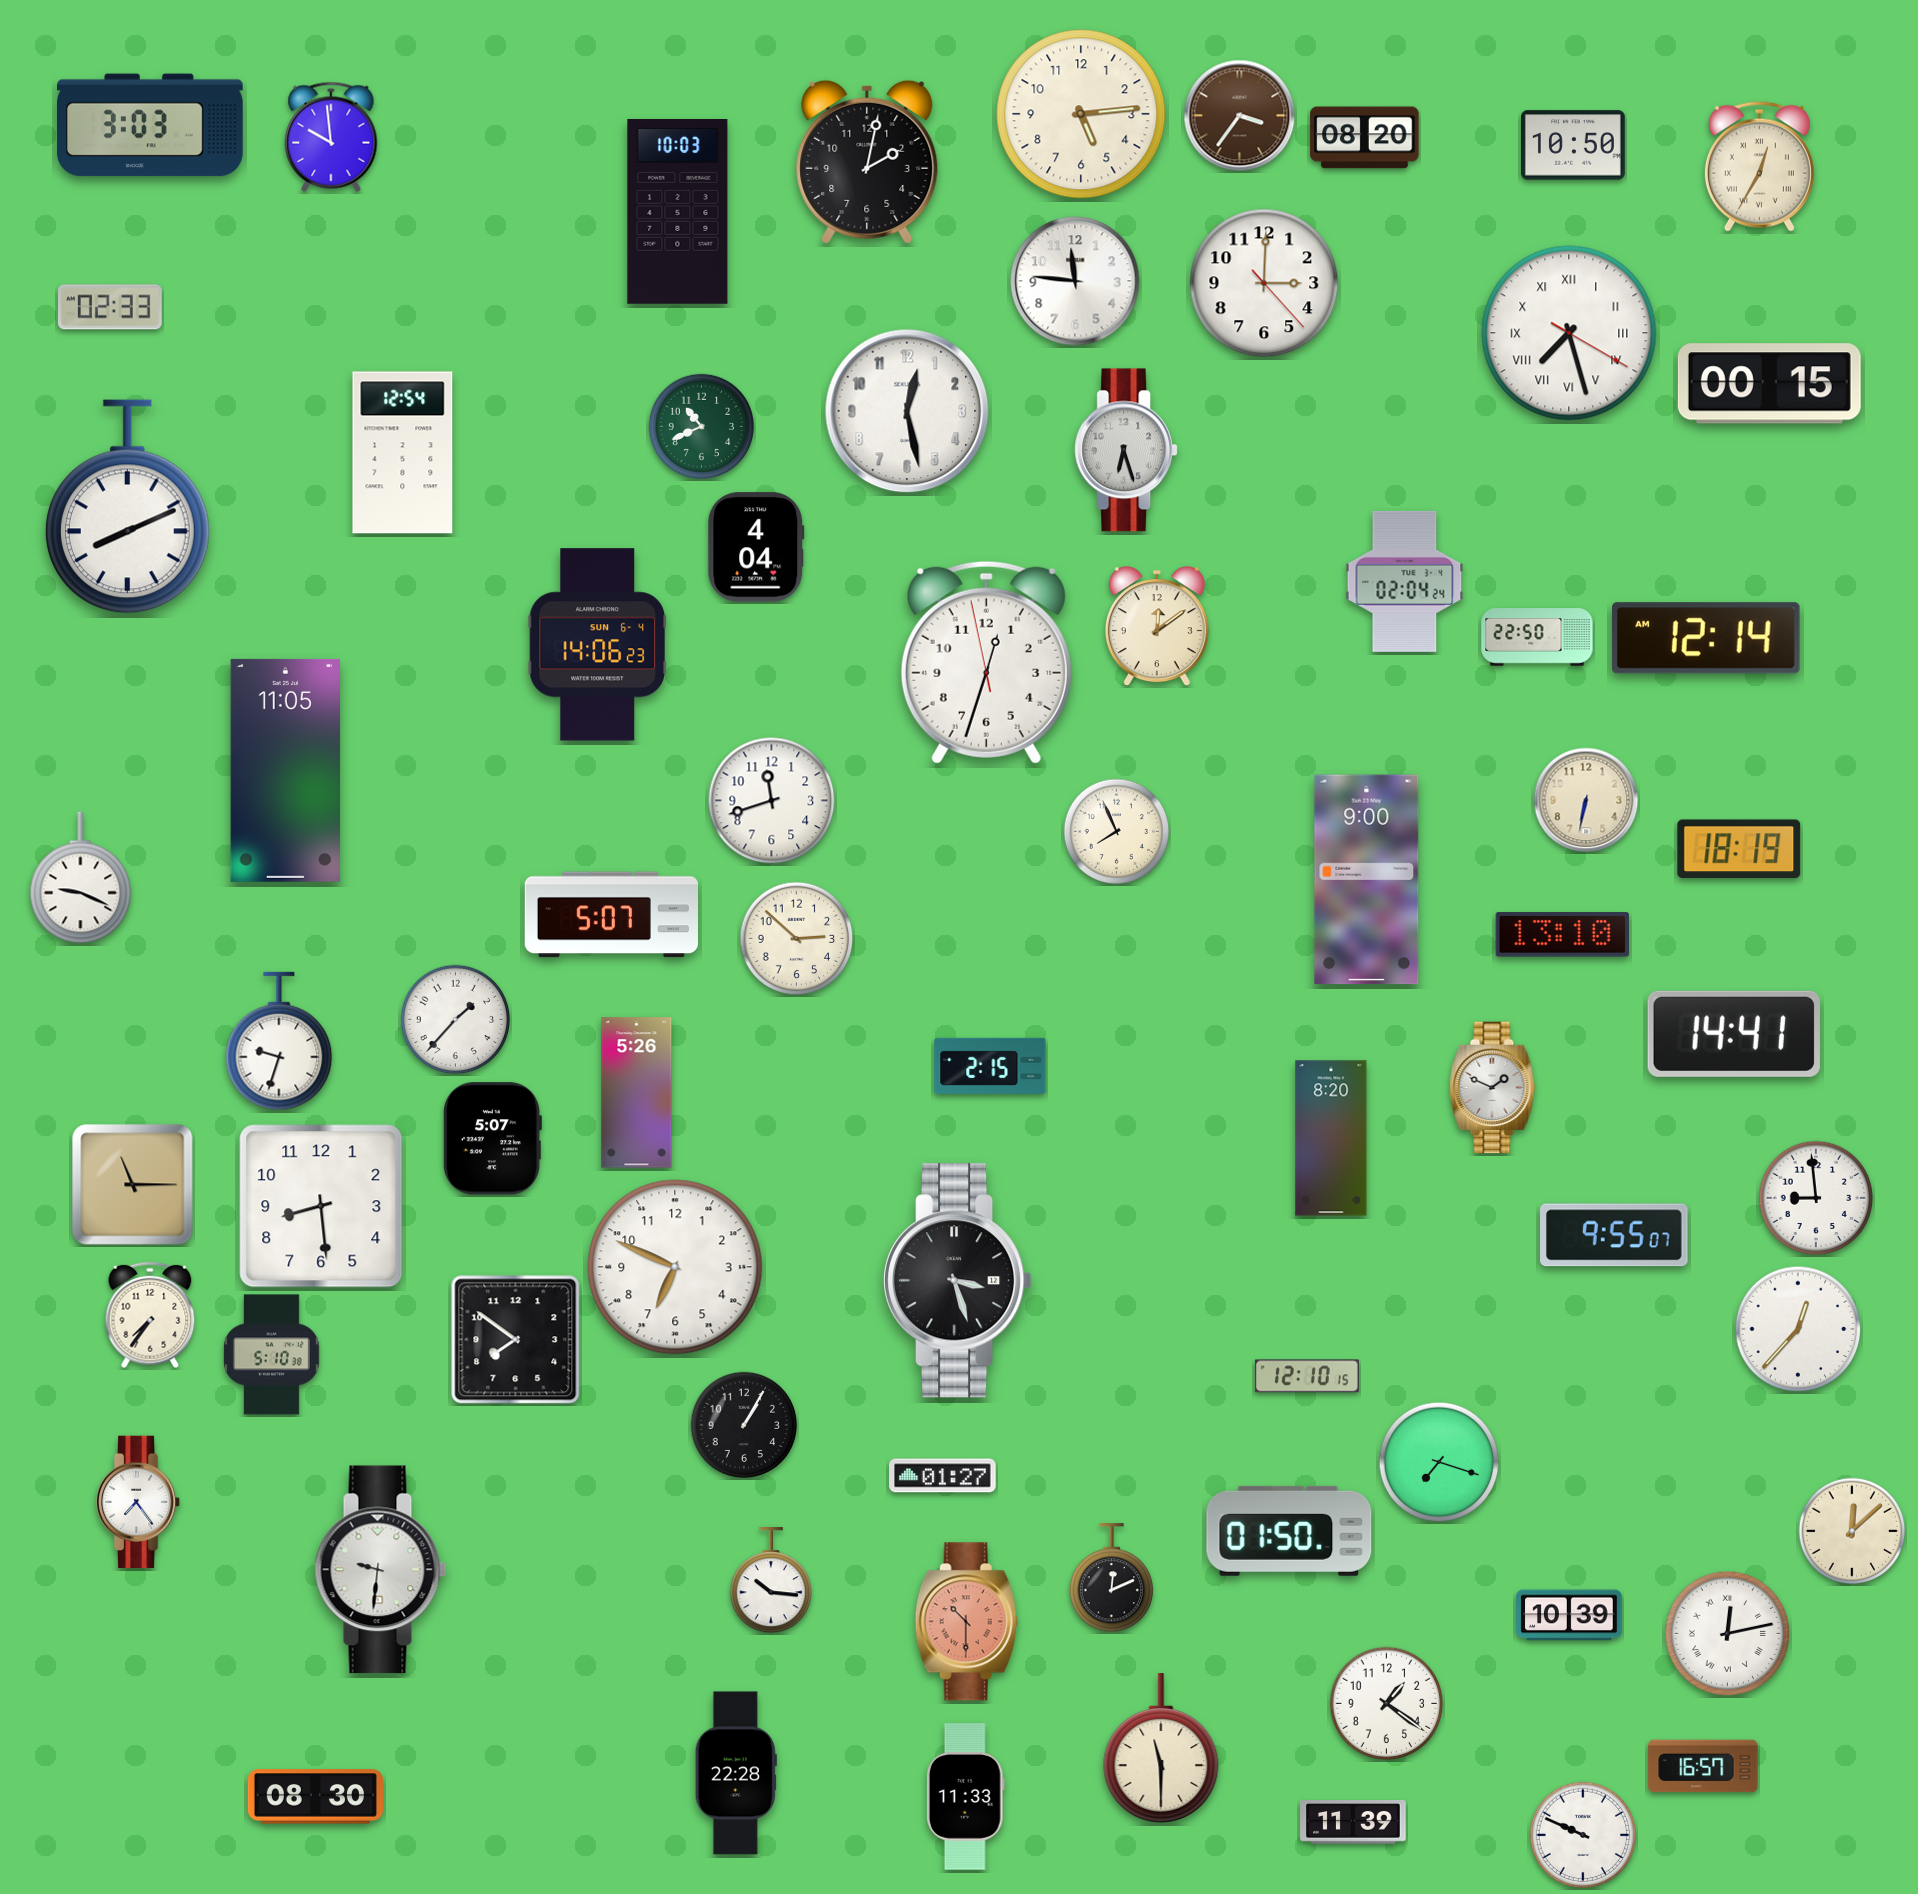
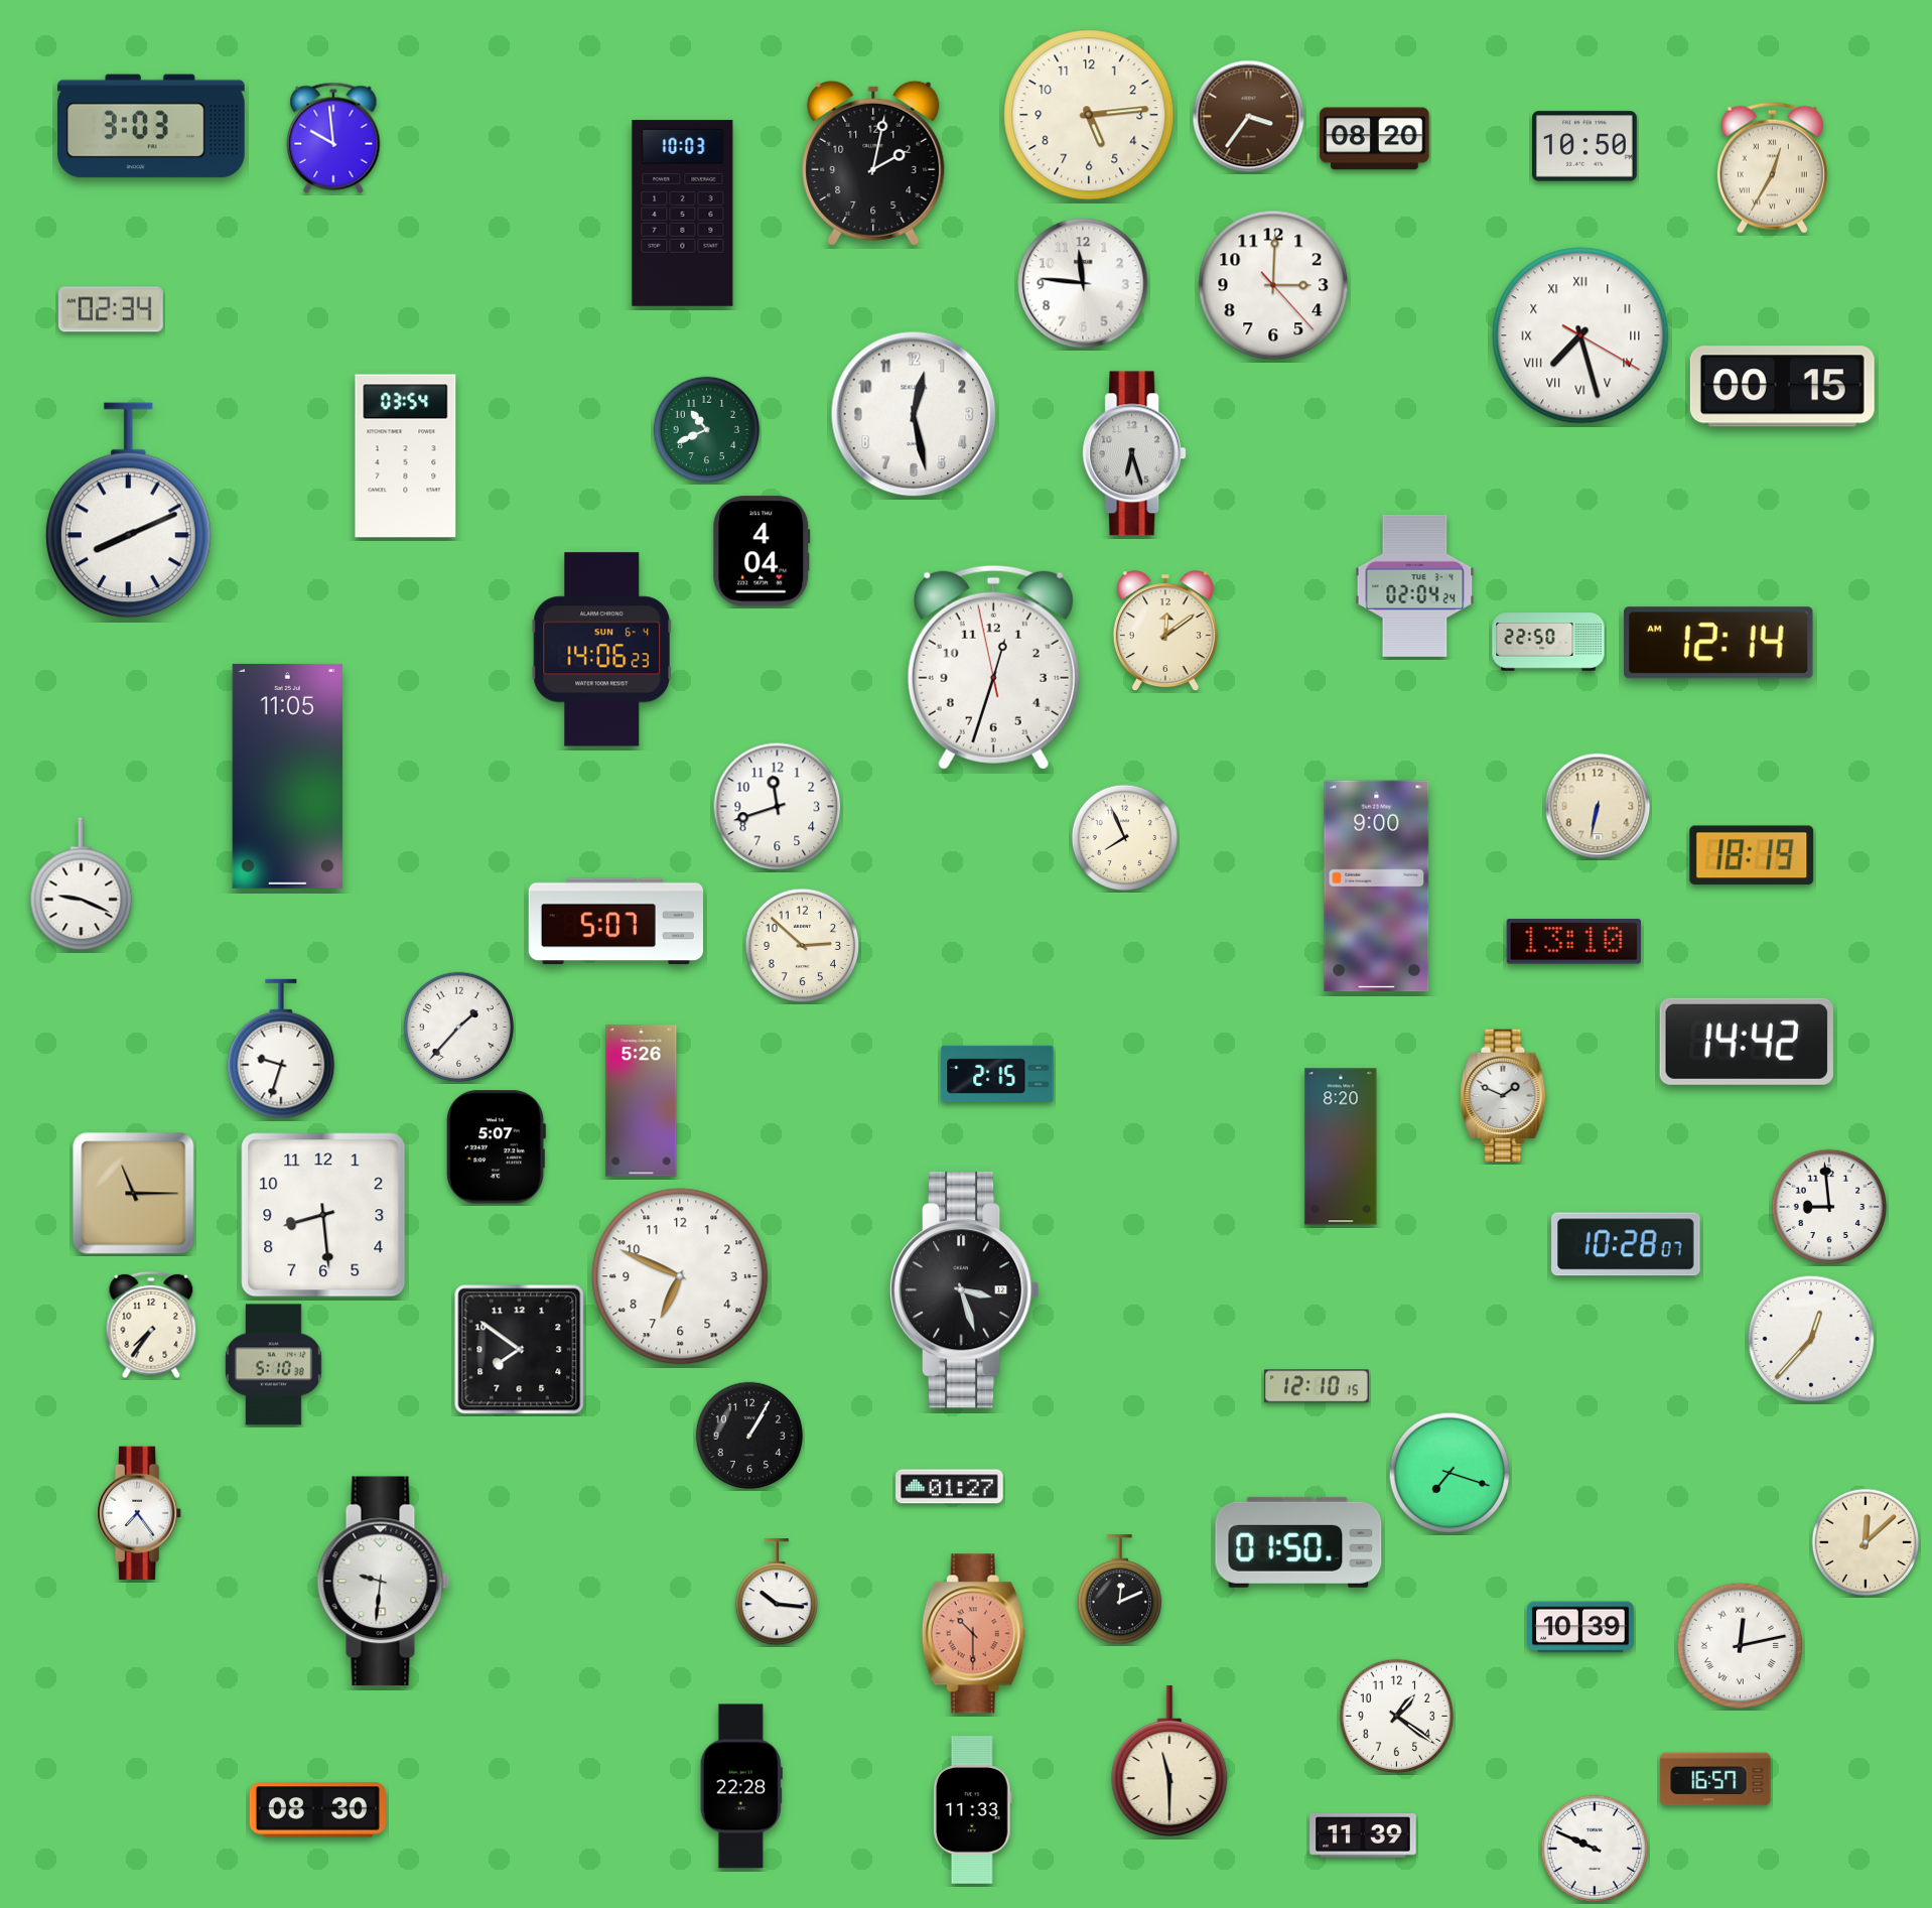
clock at (110, 307): 02:33 -> 02:34
clock at (403, 453): 12:54 -> 03:54
clock at (1734, 1034): 14:41 -> 14:42
clock at (1614, 1235): 9:55 -> 10:28
